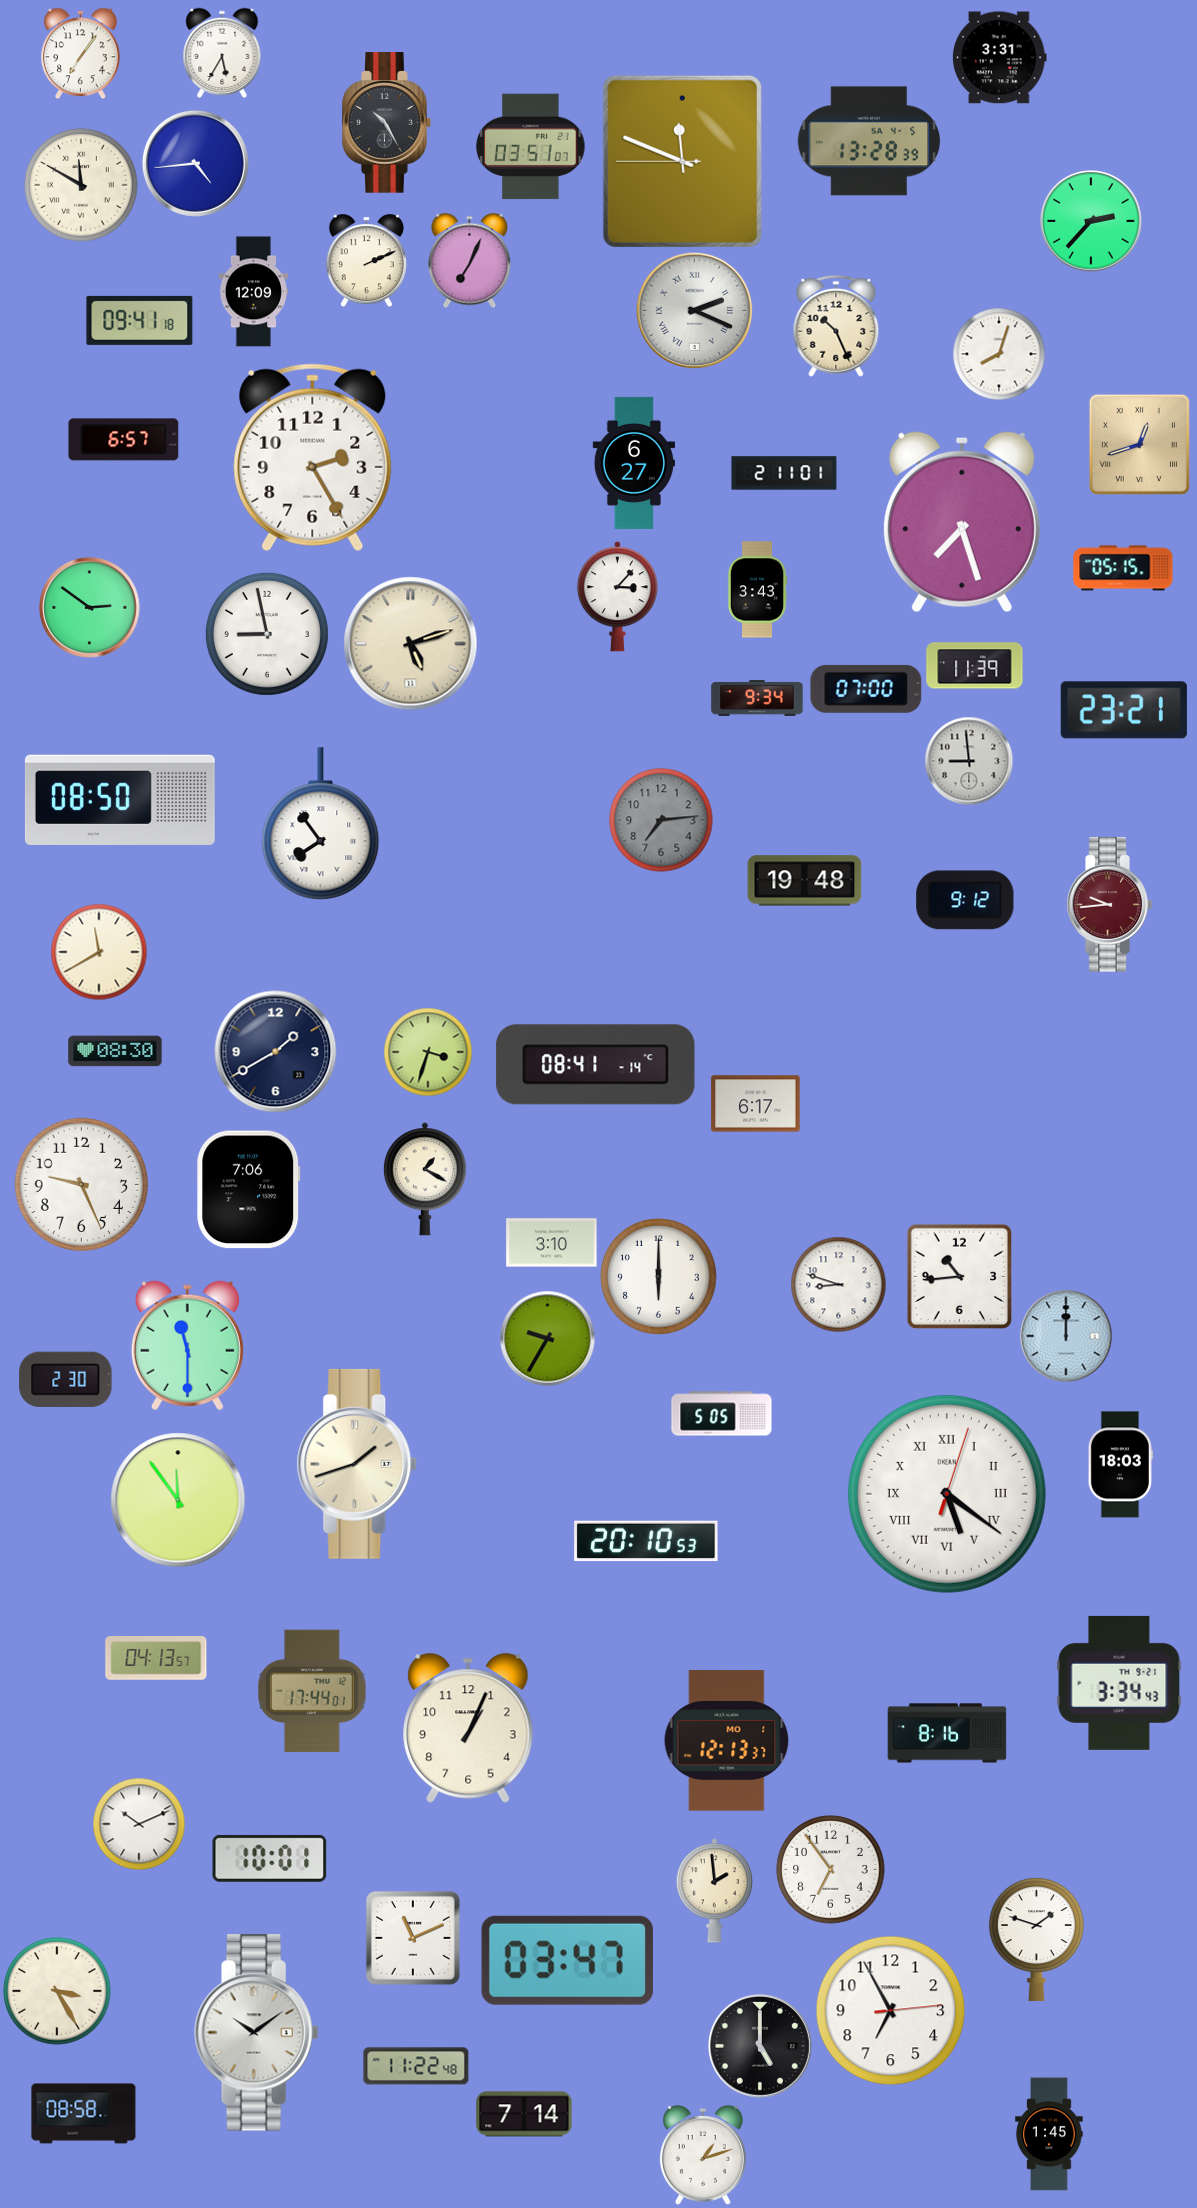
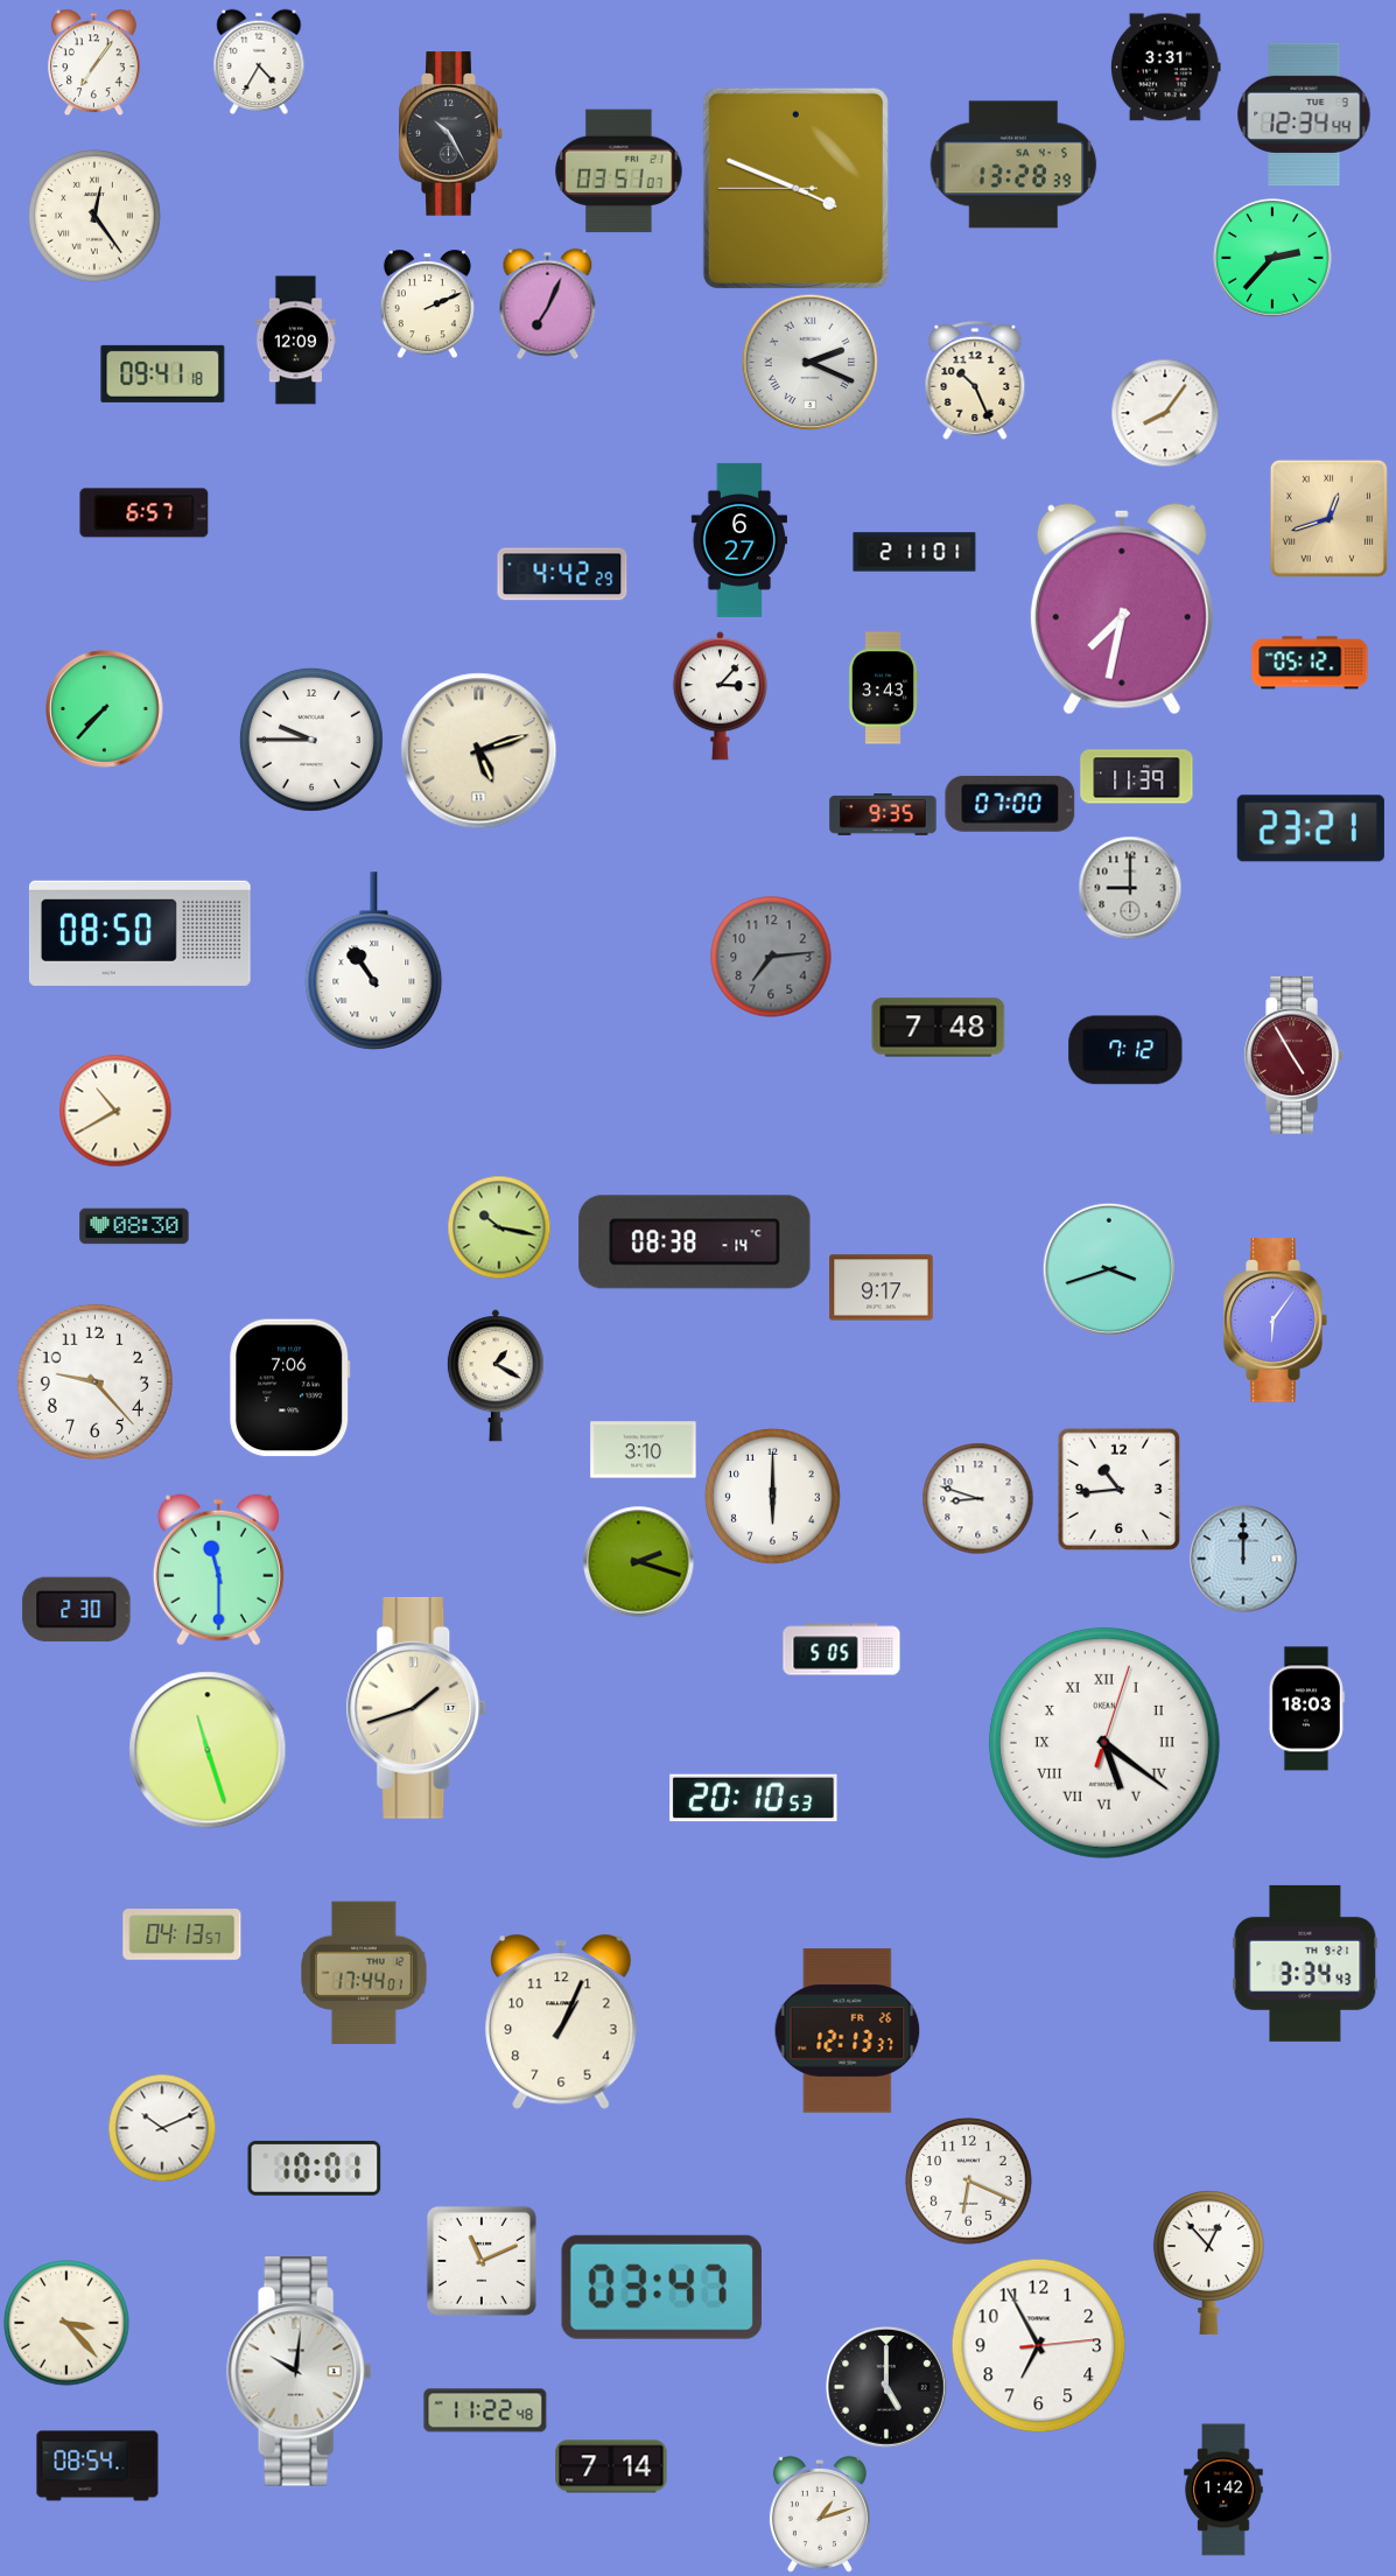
clock at (222, 53): 5:35 -> 4:35
clock at (1304, 114): none -> 12:34
clock at (387, 123) position: (387, 123) -> (451, 134)
clock at (682, 161): 11:48 -> 3:48
clock at (195, 163): 4:44 -> none
clock at (81, 185): 11:50 -> 12:24
clock at (999, 354): 8:03 -> 8:06
clock at (313, 458): 2:25 -> none
clock at (562, 574): none -> 4:42
clock at (962, 522): 7:27 -> 7:32
clock at (1123, 568): 05:15 -> 05:12
clock at (90, 608): 2:51 -> 7:37
clock at (267, 634): 8:58 -> 9:45
clock at (757, 698): 9:34 -> 9:35
clock at (969, 761): 8:59 -> 9:00
clock at (321, 824): 7:54 -> 10:54
clock at (805, 881): 19:48 -> 7:48
clock at (965, 900): 9:12 -> 7:12
clock at (1109, 904): 9:44 -> 4:55
clock at (99, 952): 11:40 -> 10:40
clock at (276, 1052): 1:40 -> none
clock at (428, 1052): 3:33 -> 10:17
clock at (596, 1065): 08:41 -> 08:38
clock at (1108, 1268): none -> 3:42
clock at (756, 1104): 6:17 -> 9:17
clock at (1276, 1321): none -> 6:06
clock at (81, 1184): 9:26 -> 9:23
clock at (659, 1277) position: (659, 1277) -> (773, 1497)
clock at (547, 1338): 9:35 -> 2:18
clock at (178, 1500): 11:54 -> 11:27
clock at (468, 1728) position: (468, 1728) -> (561, 2022)
clock at (947, 1733): 8:16 -> none
clock at (727, 1741) date: MO 1 -> FR 26
clock at (831, 1870): 6:54 -> 6:19
clock at (714, 1891): 1:59 -> none
clock at (1036, 1940): 1:48 -> 12:53
clock at (57, 1991): 3:25 -> 3:23
clock at (257, 2033): 10:09 -> 10:01
clock at (84, 2114): 08:58 -> 08:54
clock at (1049, 2134): 1:45 -> 1:42
